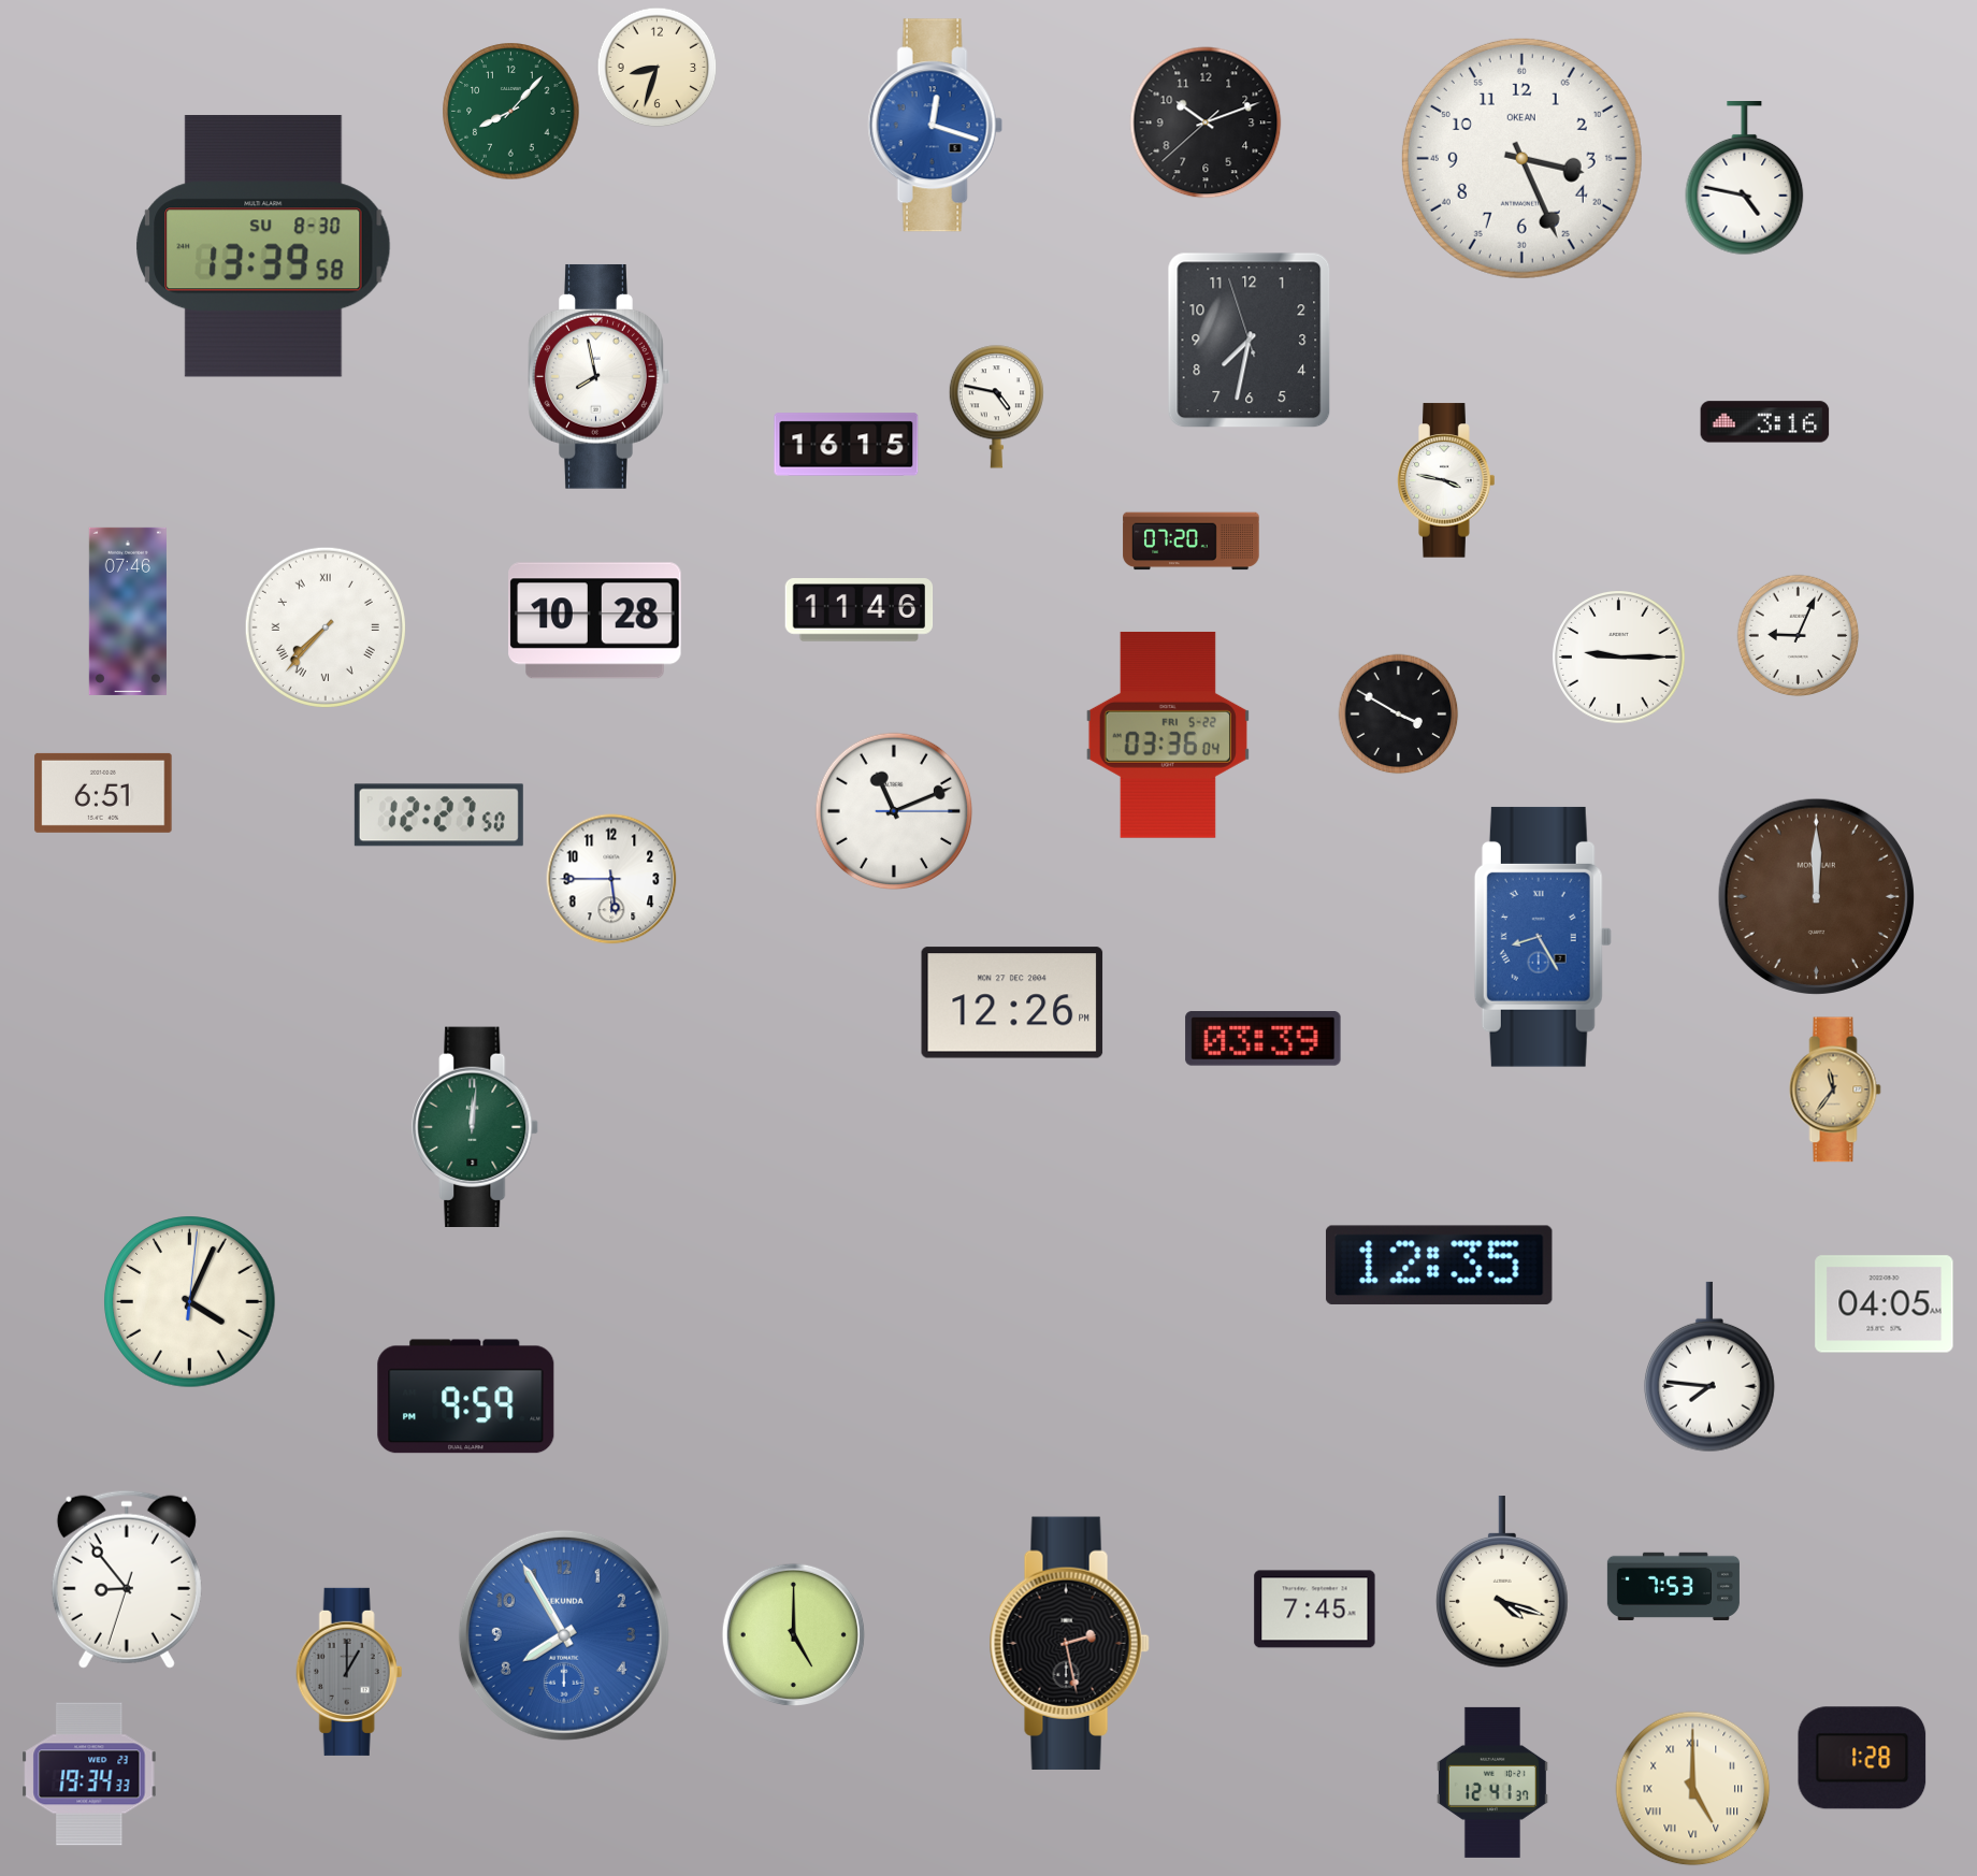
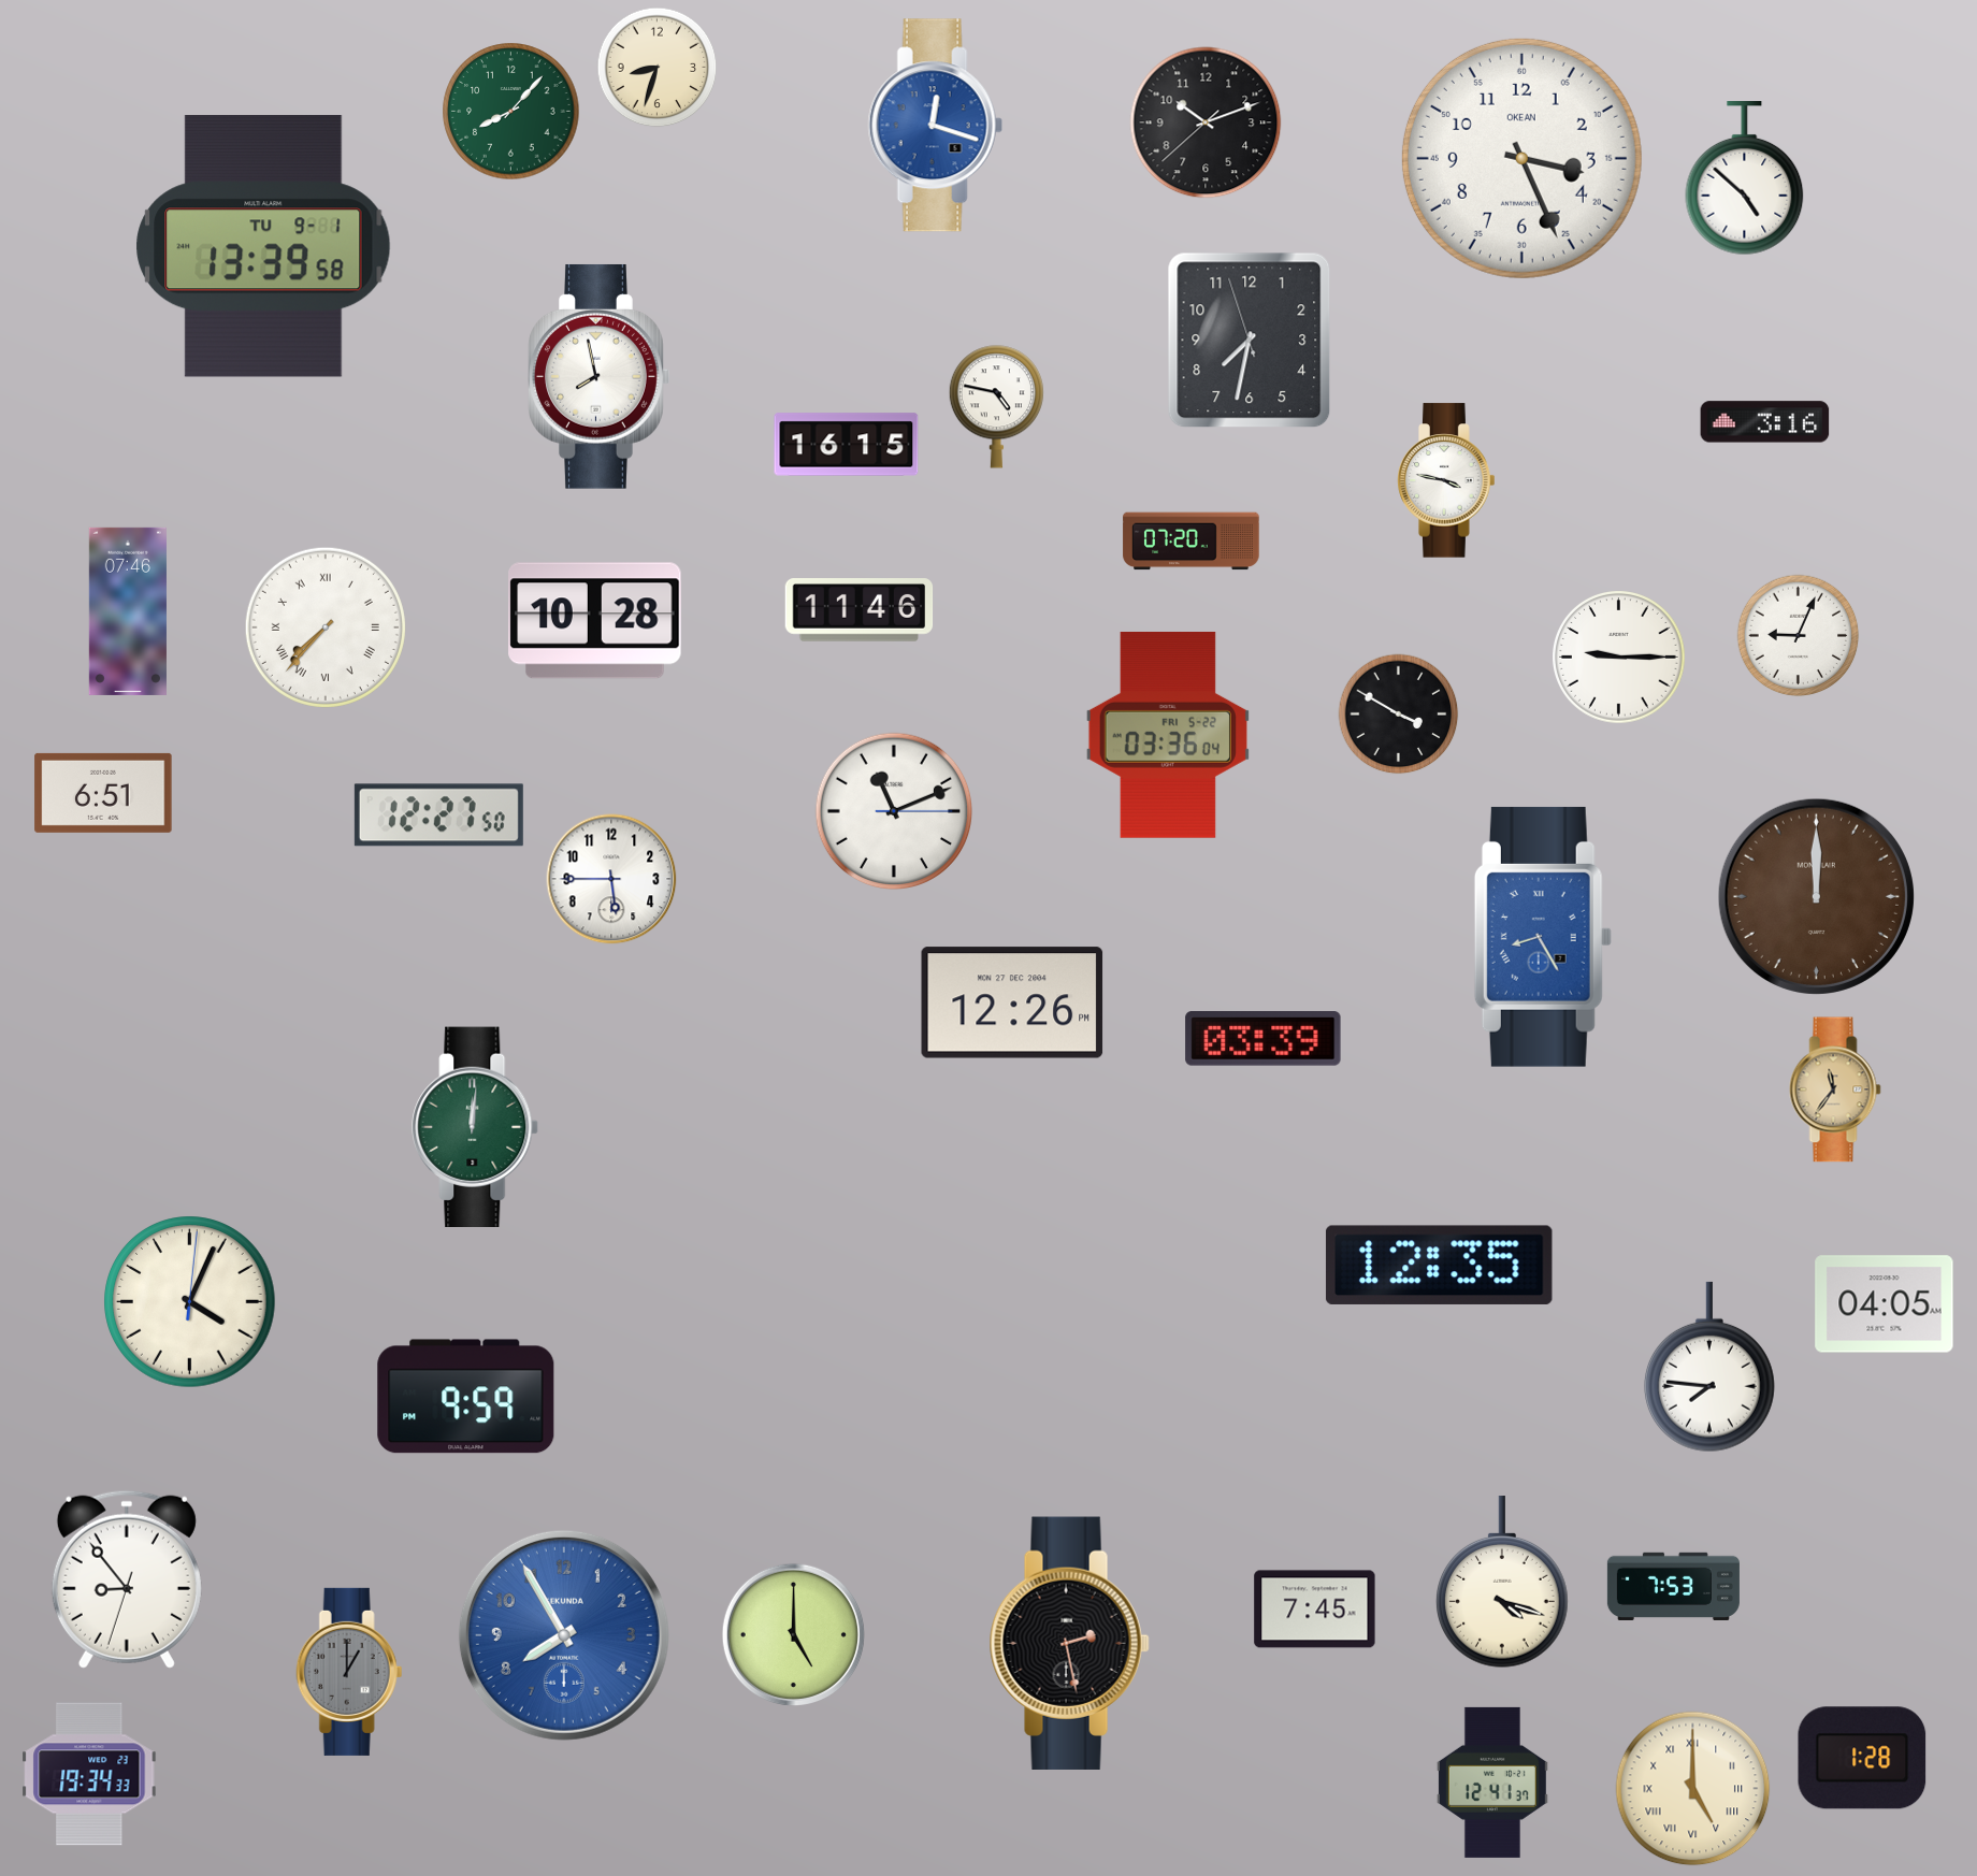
clock at (1745, 178): 4:47 -> 4:52
clock at (263, 246) date: SU 8-30 -> TU 9-1
